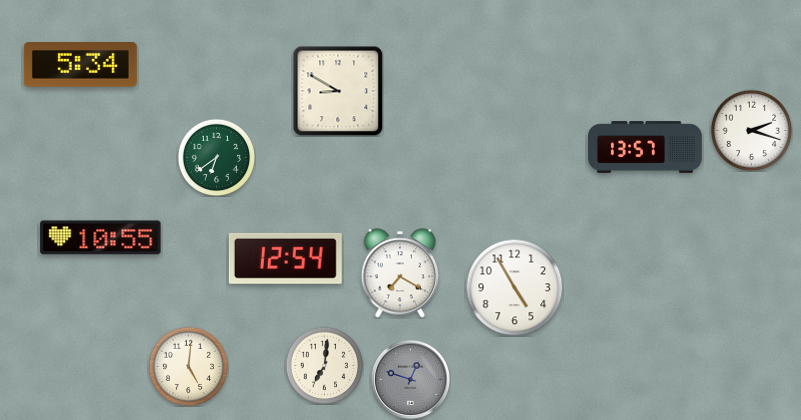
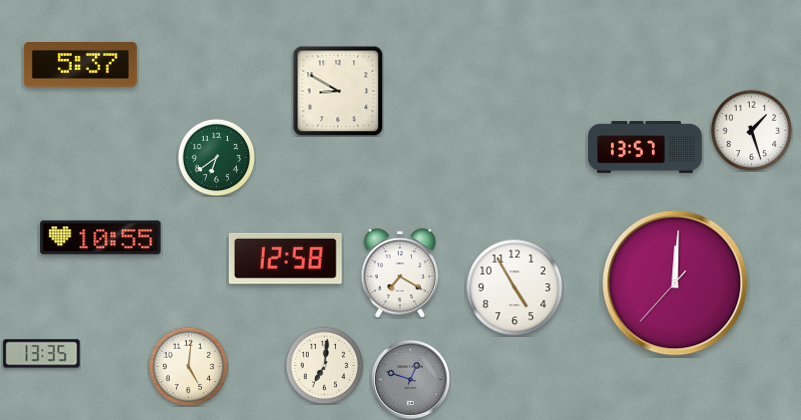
clock at (80, 65): 5:34 -> 5:37
clock at (751, 130): 2:18 -> 1:27
clock at (285, 258): 12:54 -> 12:58
clock at (675, 283): none -> 12:00
clock at (42, 354): none -> 13:35
